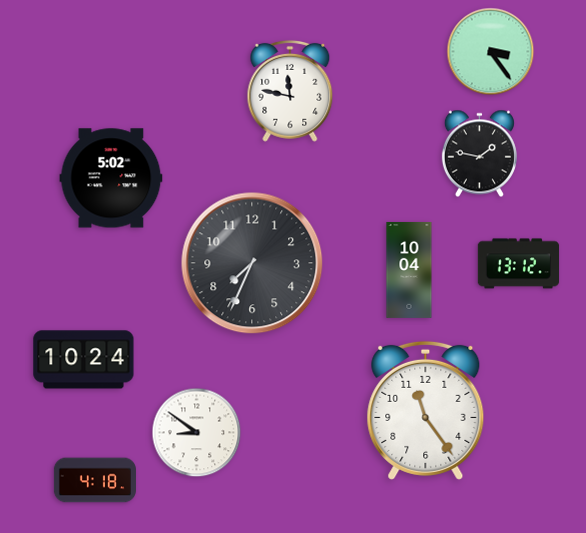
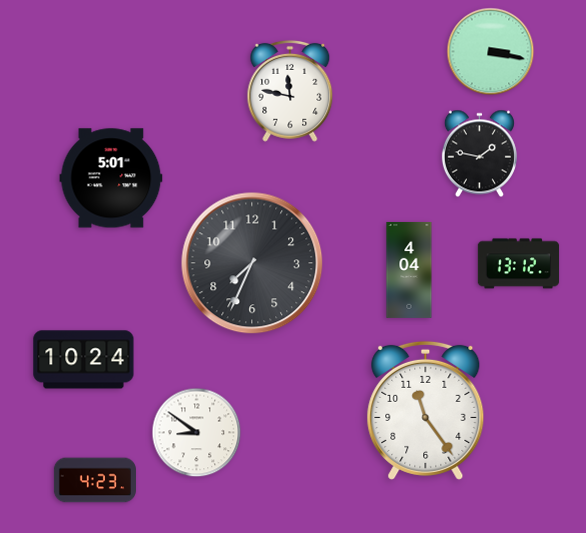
clock at (491, 52): 3:24 -> 3:17
clock at (111, 178): 5:02 -> 5:01
clock at (409, 270): 10:04 -> 4:04
clock at (95, 480): 4:18 -> 4:23
